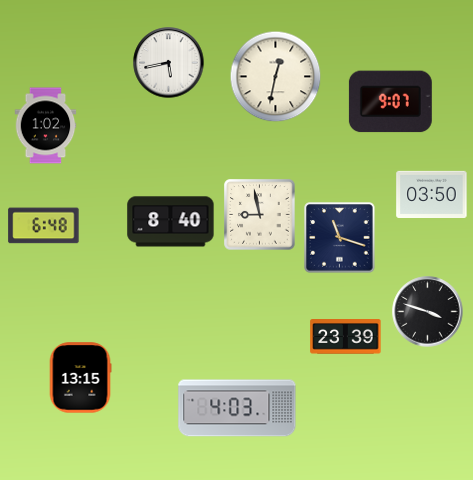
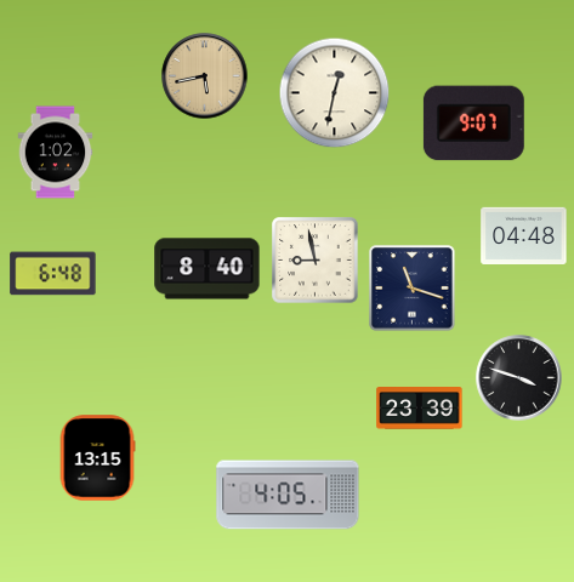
clock at (169, 63) dial: white -> champagne
clock at (432, 194): 03:50 -> 04:48
clock at (237, 408): 4:03 -> 4:05
